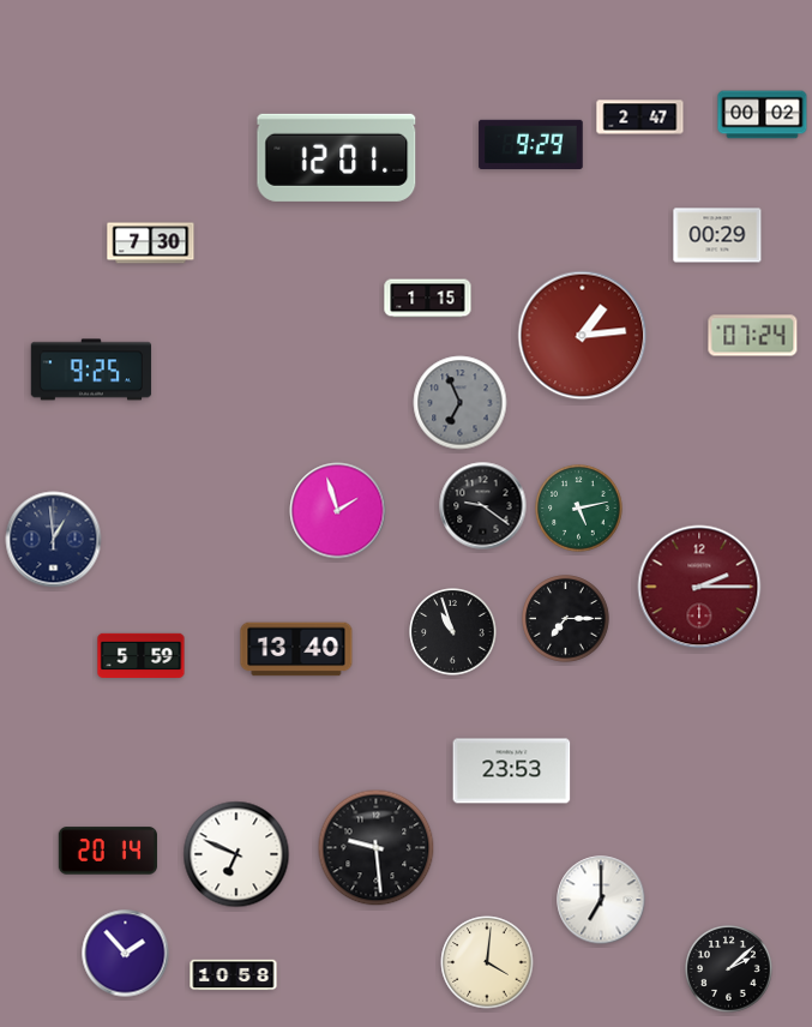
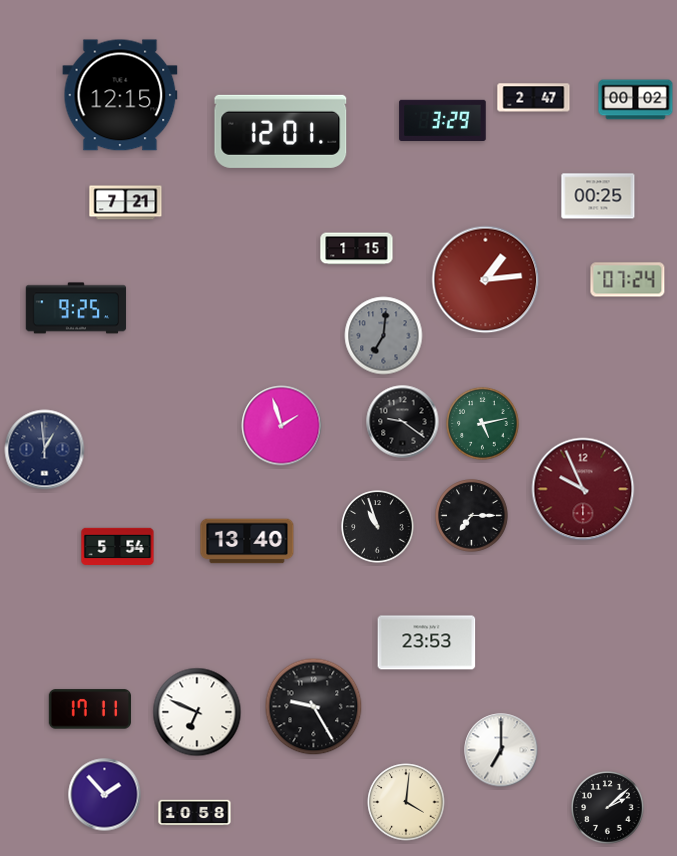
clock at (120, 95): none -> 12:15
clock at (763, 115) position: (763, 115) -> (636, 100)
clock at (531, 144): 9:29 -> 3:29
clock at (717, 235): 00:29 -> 00:25
clock at (151, 244): 7:30 -> 7:21
clock at (461, 403): 6:56 -> 7:01
clock at (699, 587): 2:15 -> 9:56
clock at (142, 656): 5:59 -> 5:54
clock at (377, 848): 9:29 -> 9:25
clock at (108, 851): 20:14 -> 17:11
